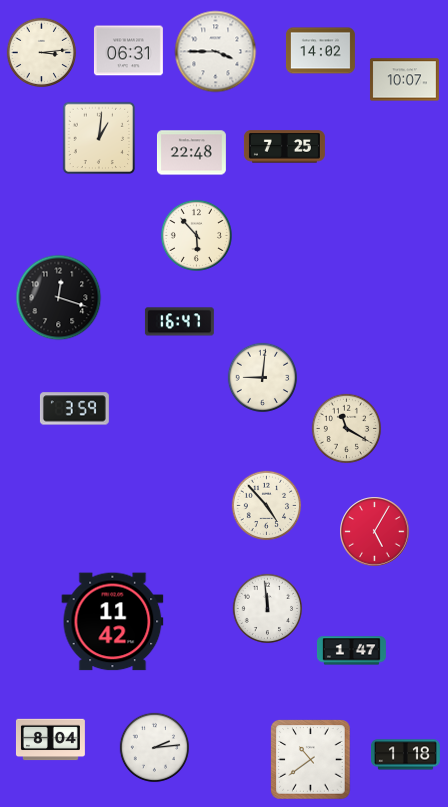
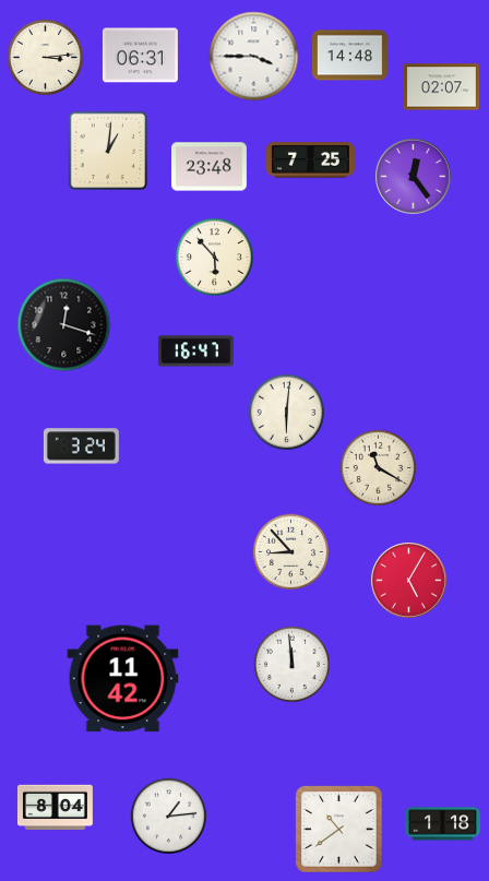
clock at (320, 51): 14:02 -> 14:48
clock at (216, 52) position: (216, 52) -> (254, 57)
clock at (404, 80): 10:07 -> 02:07
clock at (191, 153): 22:48 -> 23:48
clock at (414, 177): none -> 12:24
clock at (263, 378): 9:01 -> 6:01
clock at (74, 409): 3:59 -> 3:24
clock at (267, 506): 4:53 -> 8:53
clock at (351, 651): 1:47 -> none
clock at (155, 748): 2:14 -> 1:14
